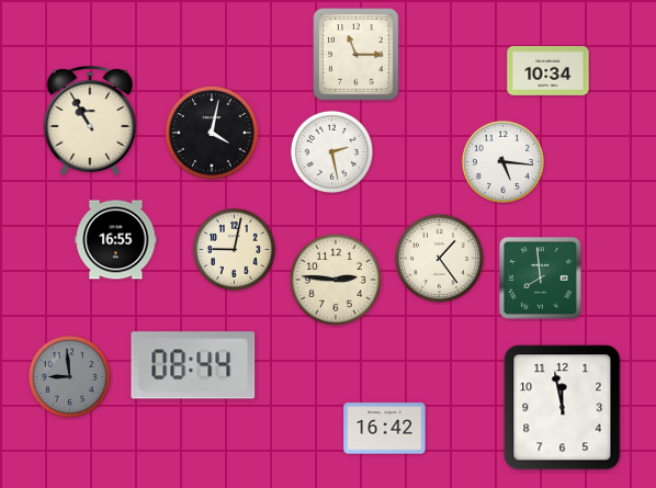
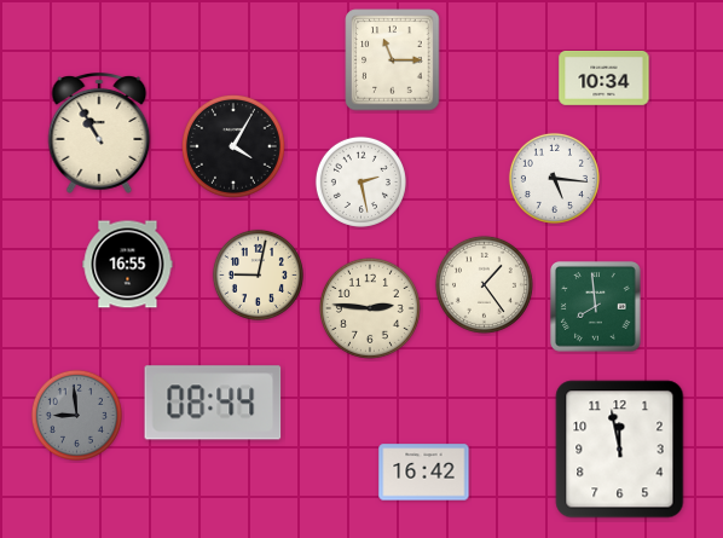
clock at (212, 133): 4:02 -> 4:05
clock at (331, 151) position: (331, 151) -> (360, 181)
